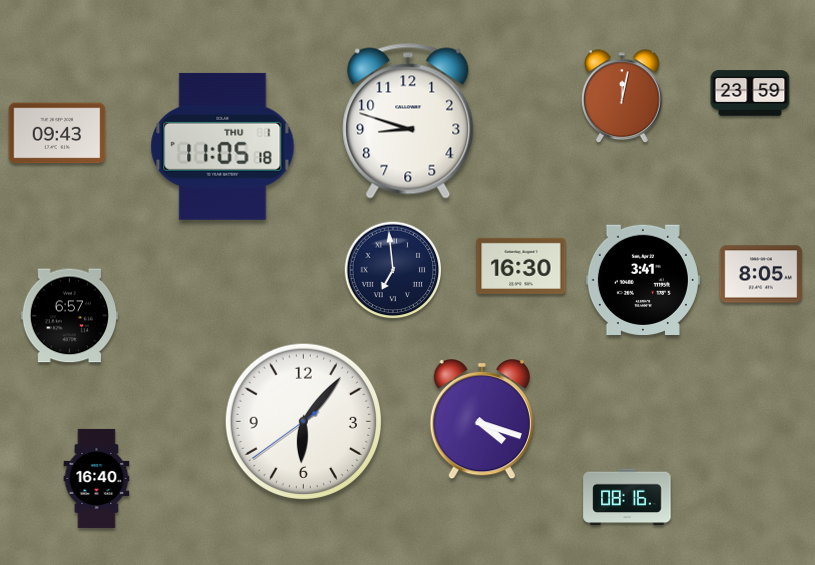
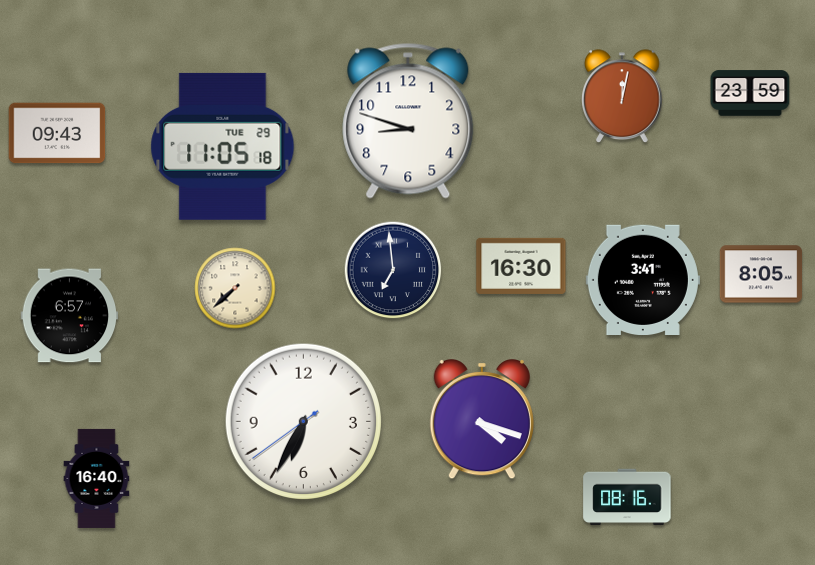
clock at (223, 146) date: THU 1 -> TUE 29
clock at (235, 288): none -> 7:38
clock at (303, 421): 6:06 -> 6:34
